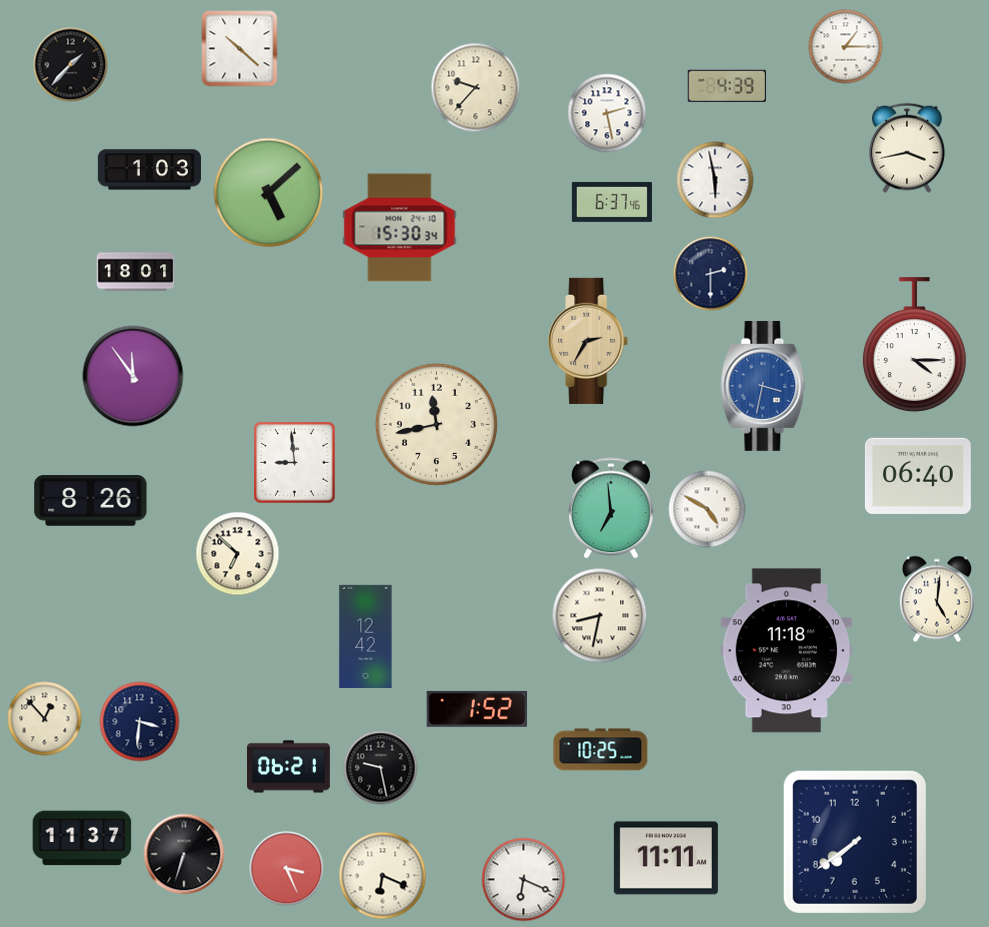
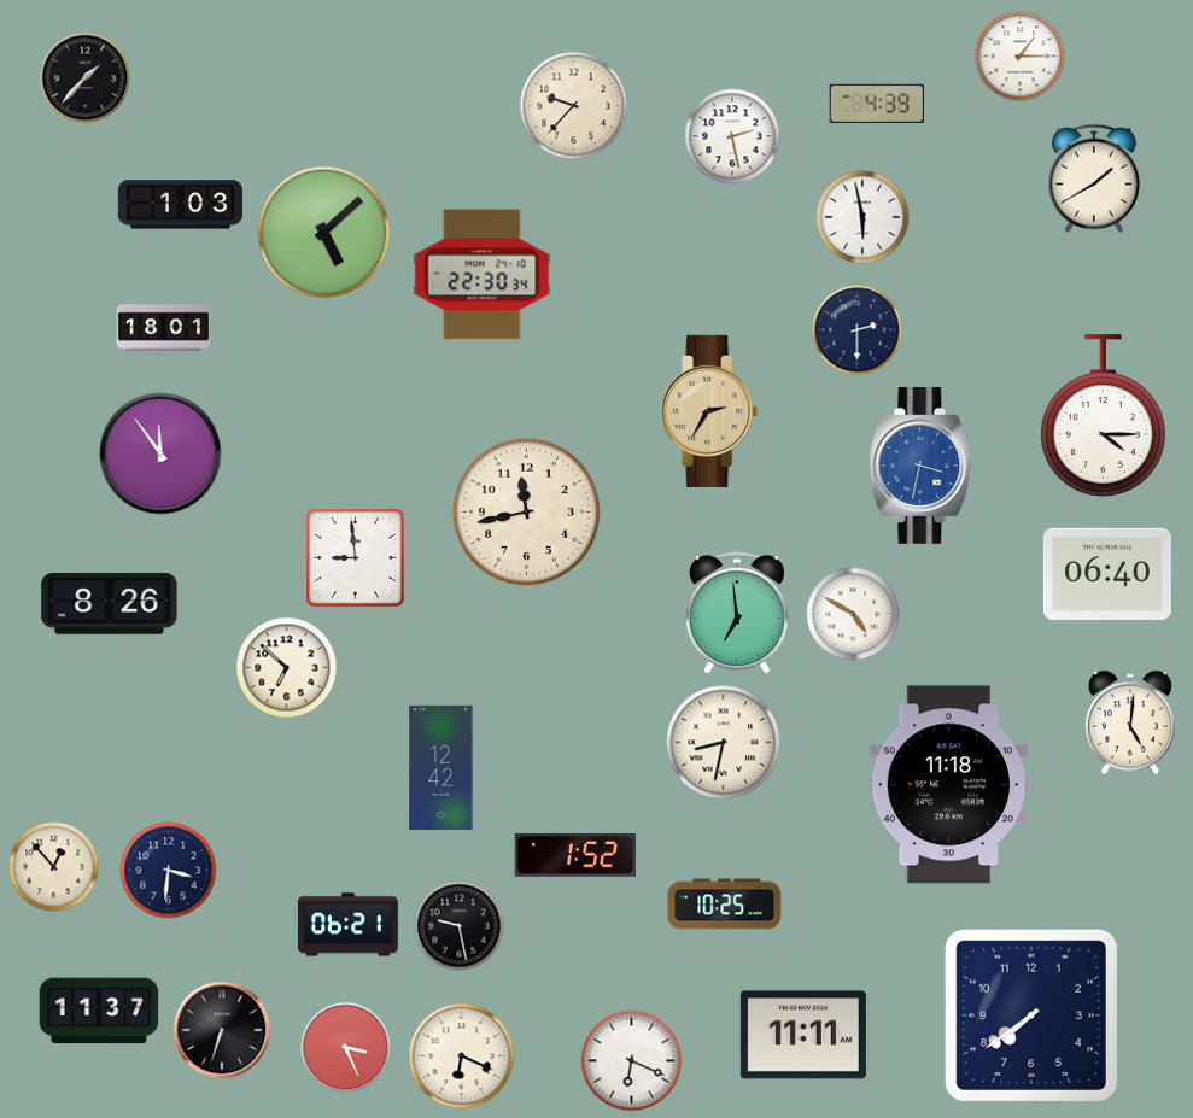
clock at (240, 49): 10:22 -> none
clock at (907, 148): 3:43 -> 1:40
clock at (612, 202): 6:37 -> none
clock at (400, 228): 15:30 -> 22:30
